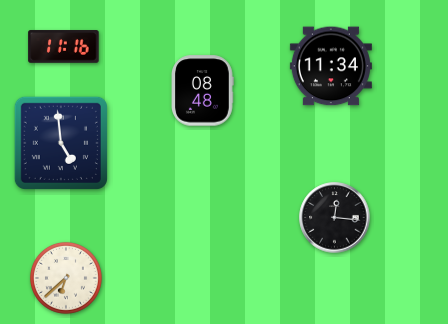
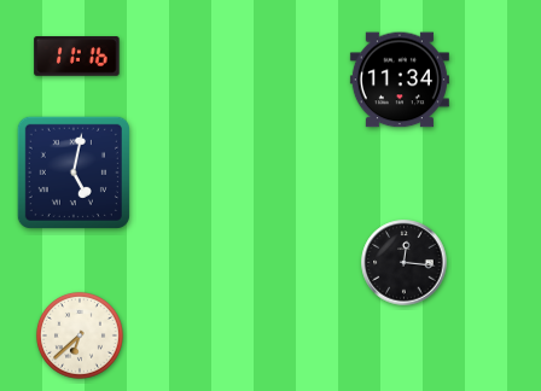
clock at (202, 91): 08:48 -> none
clock at (61, 143): 4:59 -> 5:02
